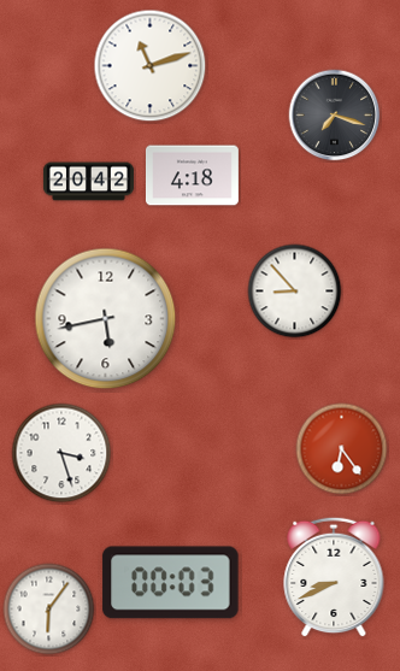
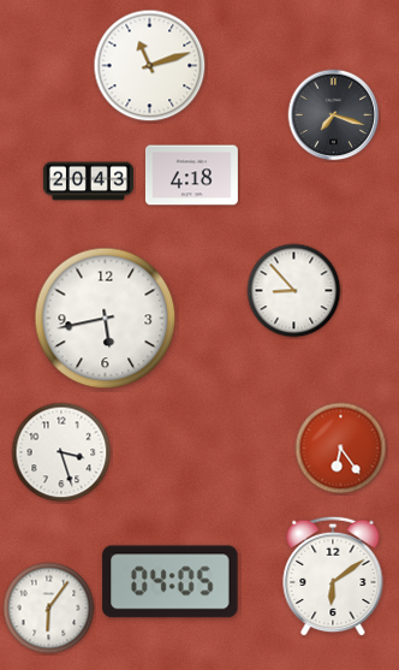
clock at (88, 182): 20:42 -> 20:43
clock at (334, 577): 8:41 -> 6:09
clock at (171, 583): 00:03 -> 04:05
